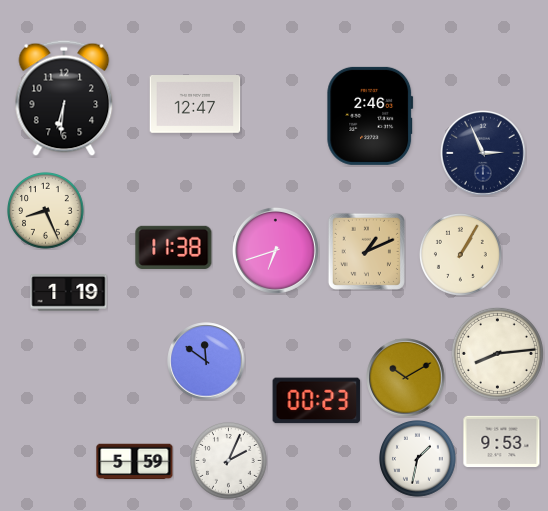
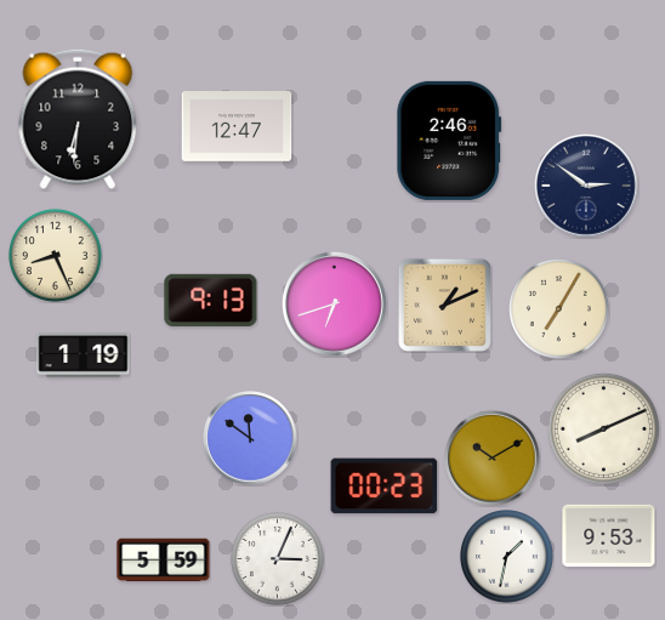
clock at (483, 154): 2:56 -> 2:51
clock at (174, 247): 11:38 -> 9:13
clock at (460, 254): 1:05 -> 7:05
clock at (497, 353): 8:14 -> 8:11
clock at (229, 461): 2:04 -> 3:04
